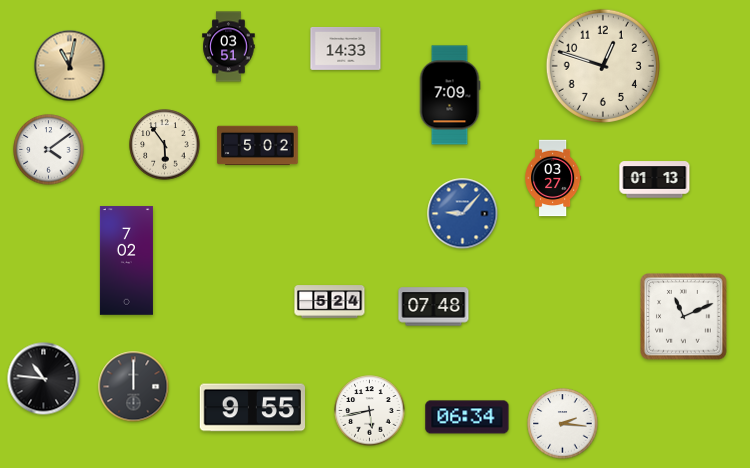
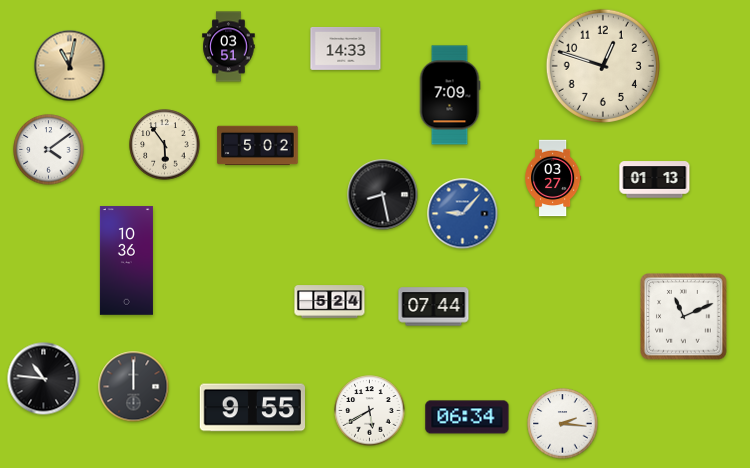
clock at (383, 195): none -> 8:28
clock at (126, 261): 7:02 -> 10:36
clock at (434, 307): 07:48 -> 07:44
clock at (370, 411): 5:43 -> 5:40
